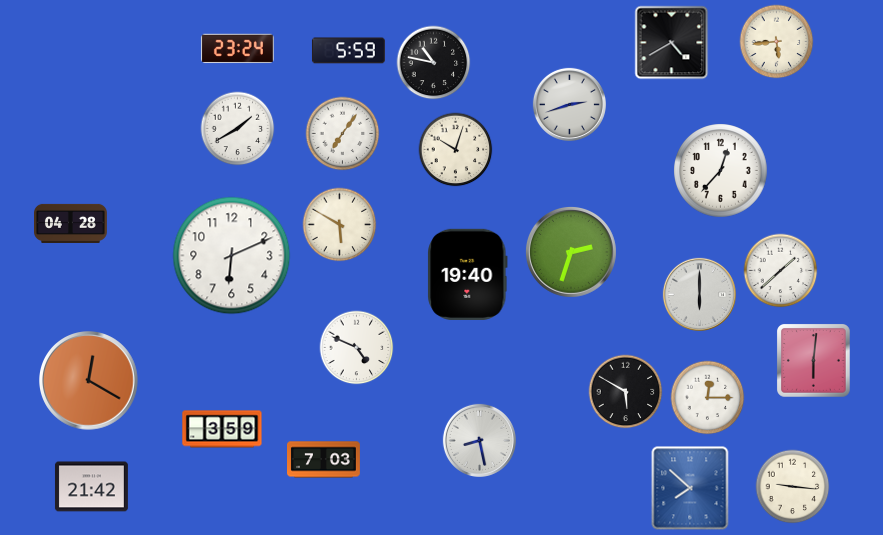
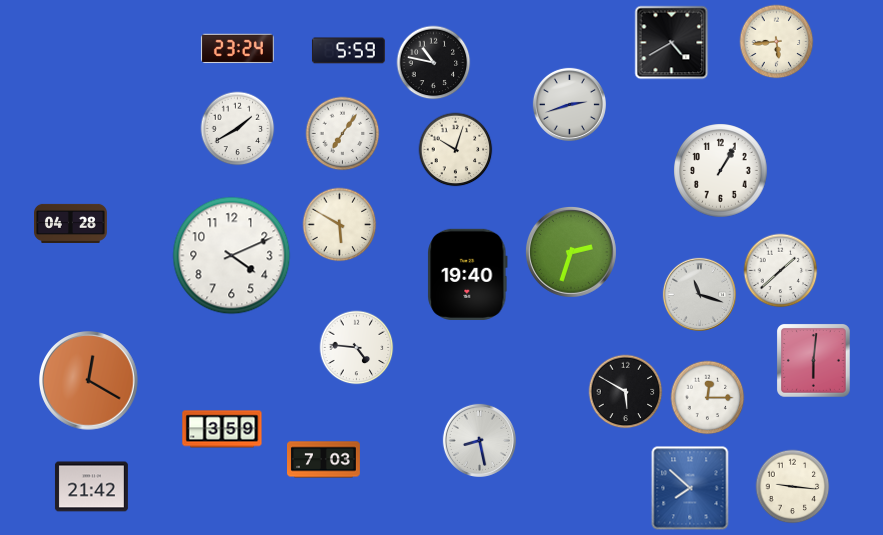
clock at (721, 171): 12:37 -> 1:05
clock at (232, 256): 6:11 -> 4:11
clock at (699, 294): 6:00 -> 11:18
clock at (357, 348): 4:49 -> 4:46
